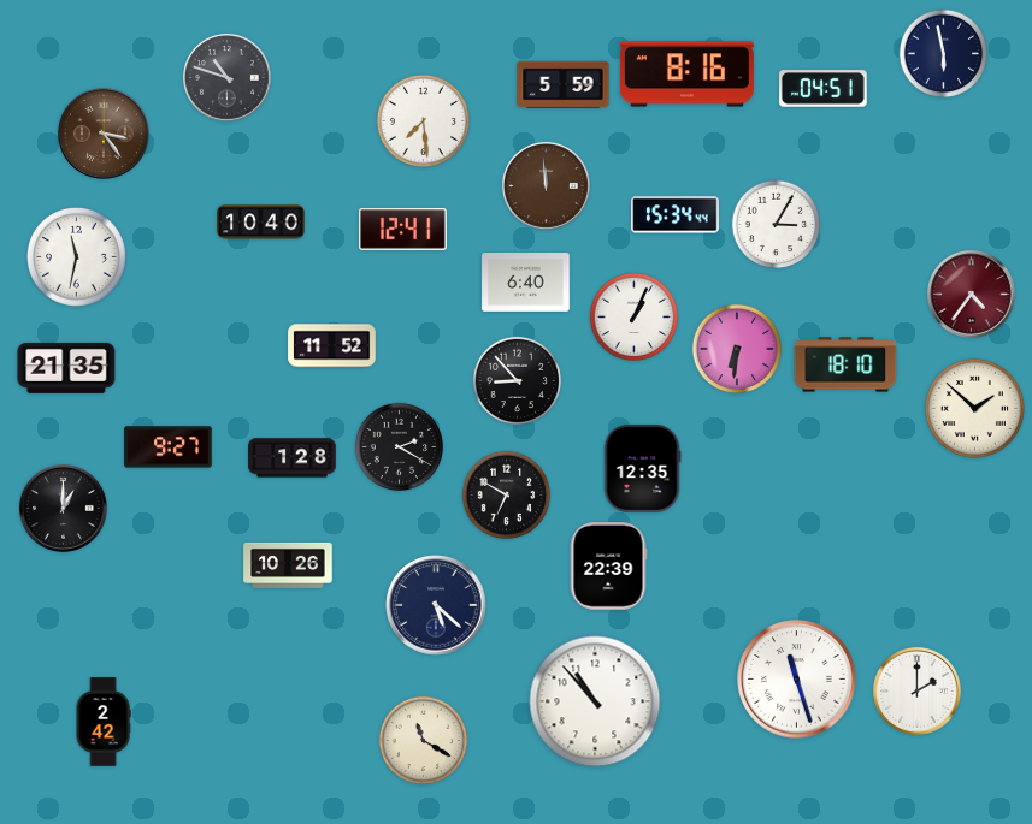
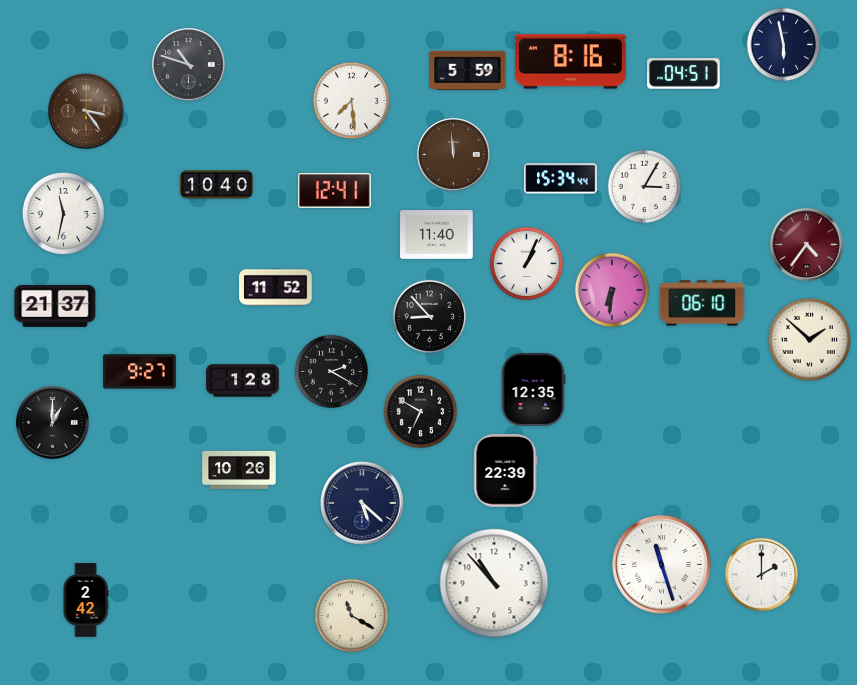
clock at (526, 283): 6:40 -> 11:40
clock at (845, 364): 18:10 -> 06:10
clock at (66, 368): 21:35 -> 21:37
